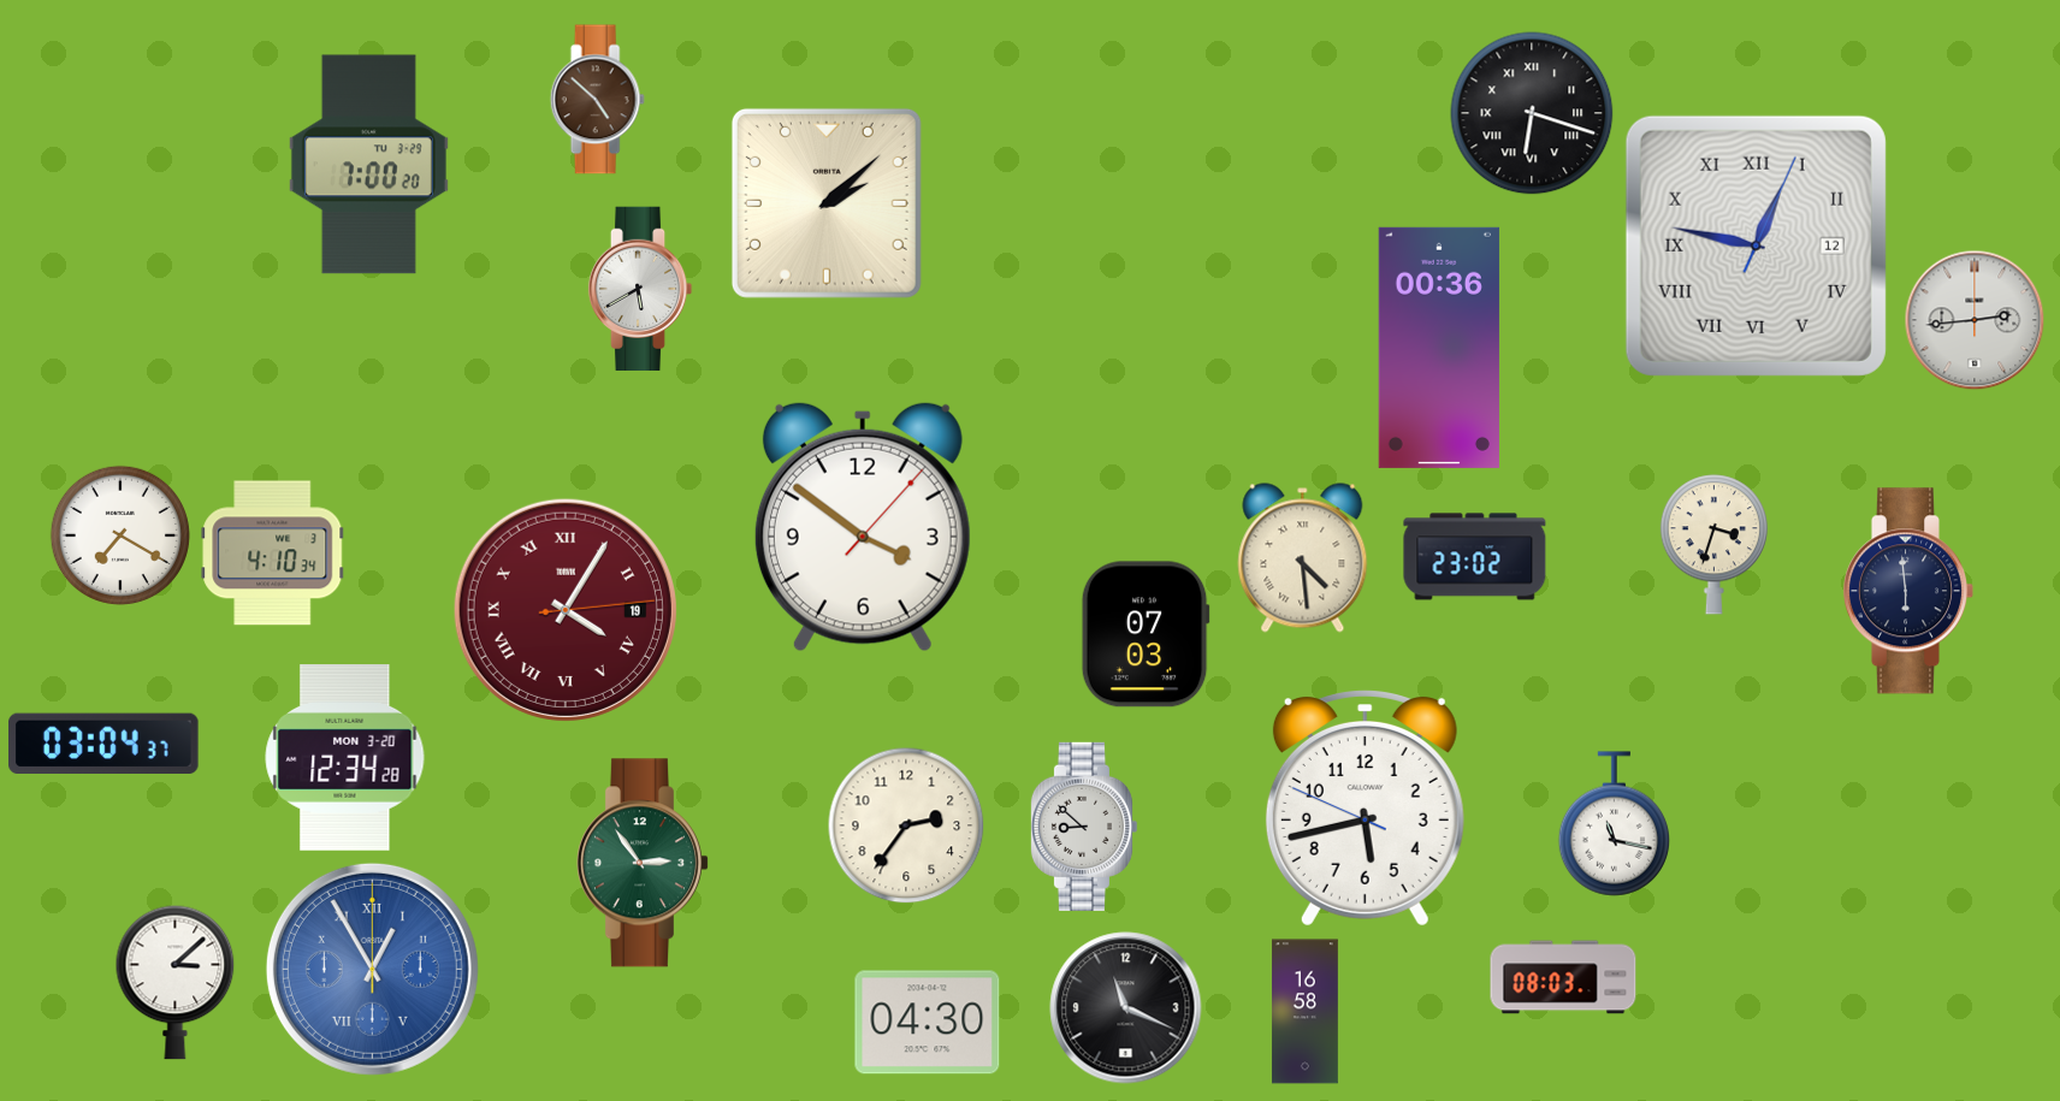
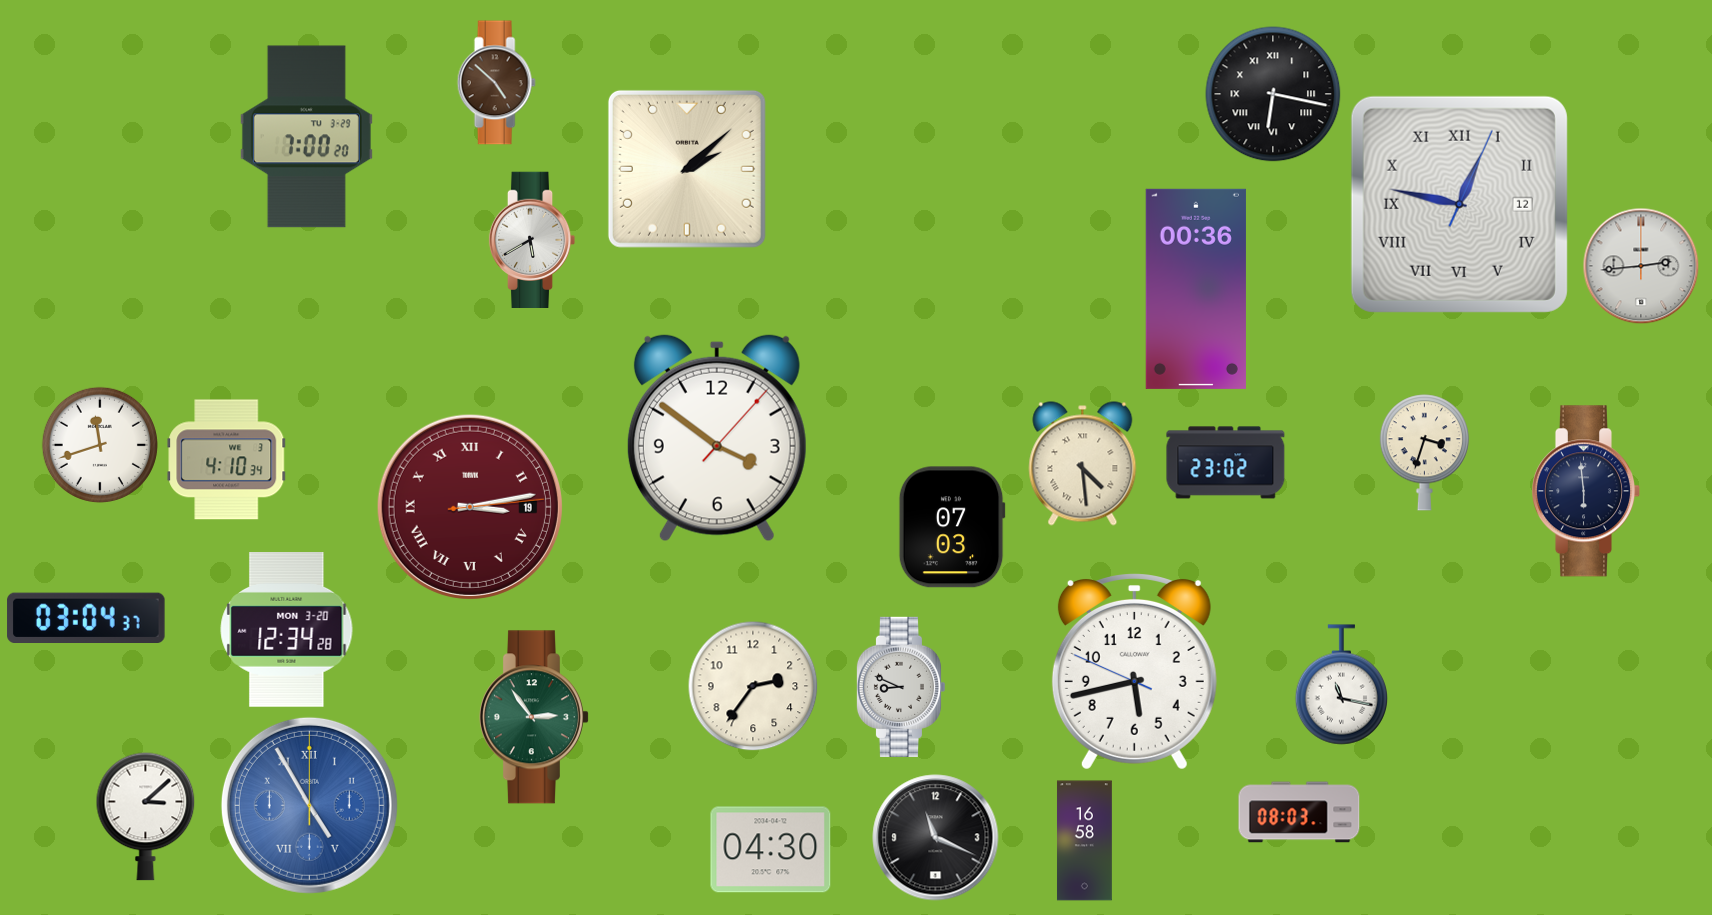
clock at (1532, 113): 6:18 -> 6:17
clock at (120, 535): 7:20 -> 11:42
clock at (566, 610): 4:05 -> 3:13
clock at (1083, 827): 8:52 -> 8:49
clock at (372, 969): 12:55 -> 4:55
